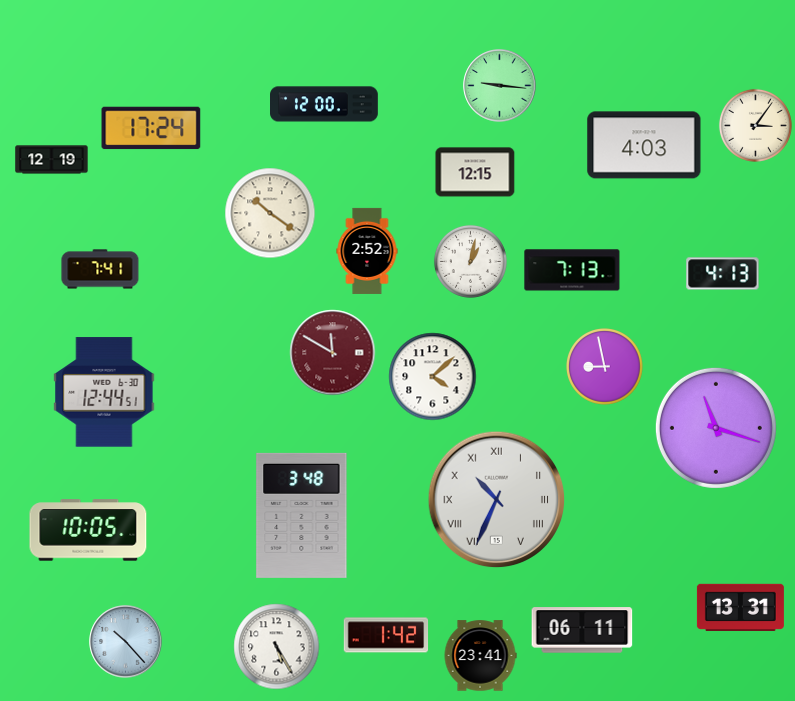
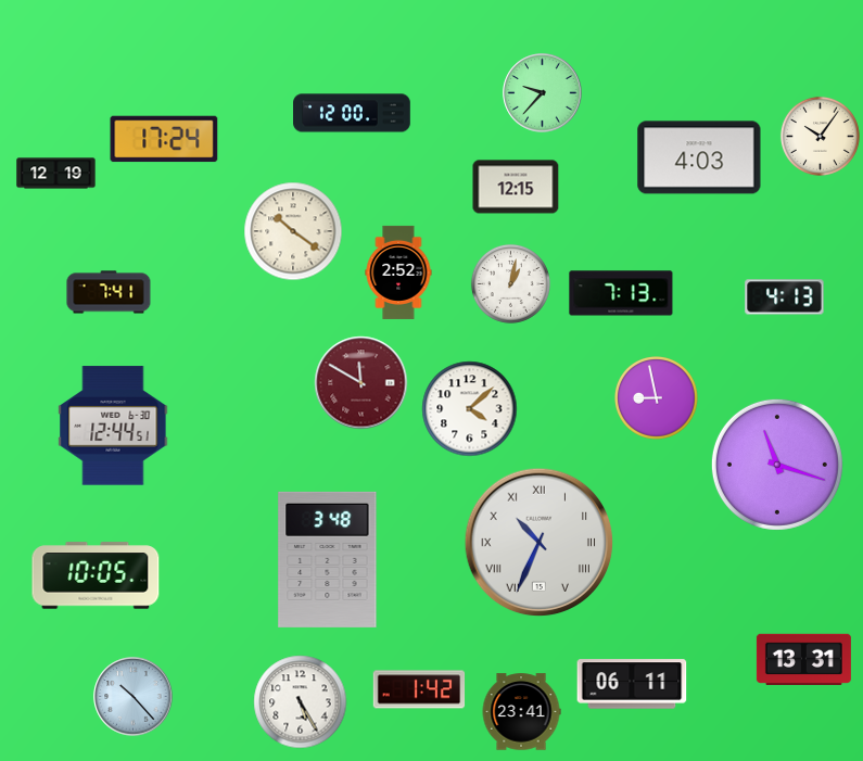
clock at (500, 86): 9:16 -> 9:37
clock at (755, 125): 3:06 -> 10:06
clock at (126, 642) position: (126, 642) -> (134, 697)
